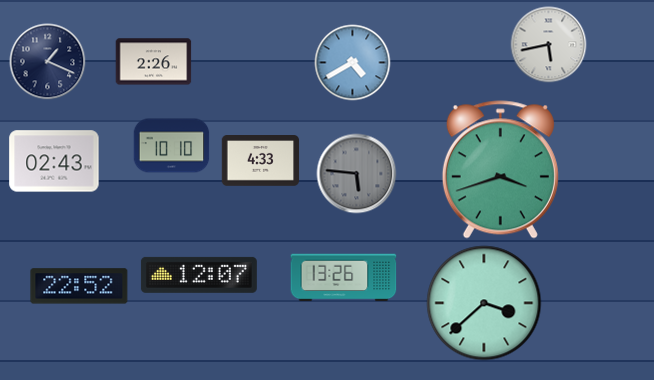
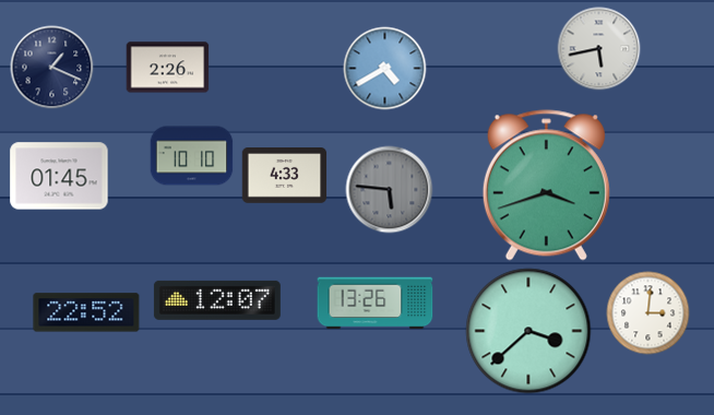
clock at (172, 146) position: (172, 146) -> (192, 156)
clock at (54, 161): 02:43 -> 01:45
clock at (648, 313): none -> 3:01
